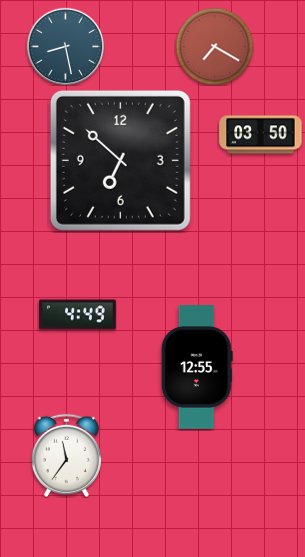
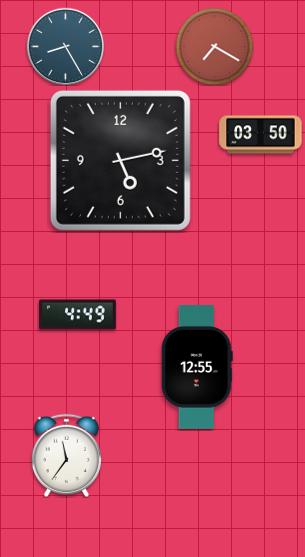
clock at (65, 46): 8:28 -> 8:25
clock at (120, 160): 6:52 -> 5:13
